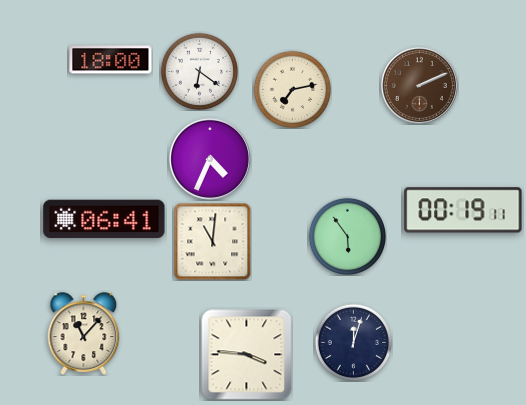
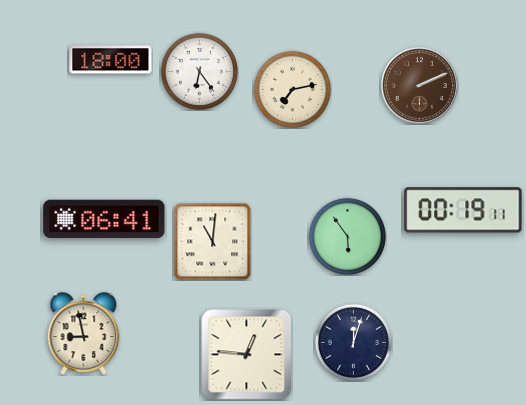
clock at (199, 71): 6:21 -> 6:24
clock at (210, 159): 4:34 -> none
clock at (84, 334): 11:07 -> 8:58
clock at (247, 355): 3:46 -> 12:46
